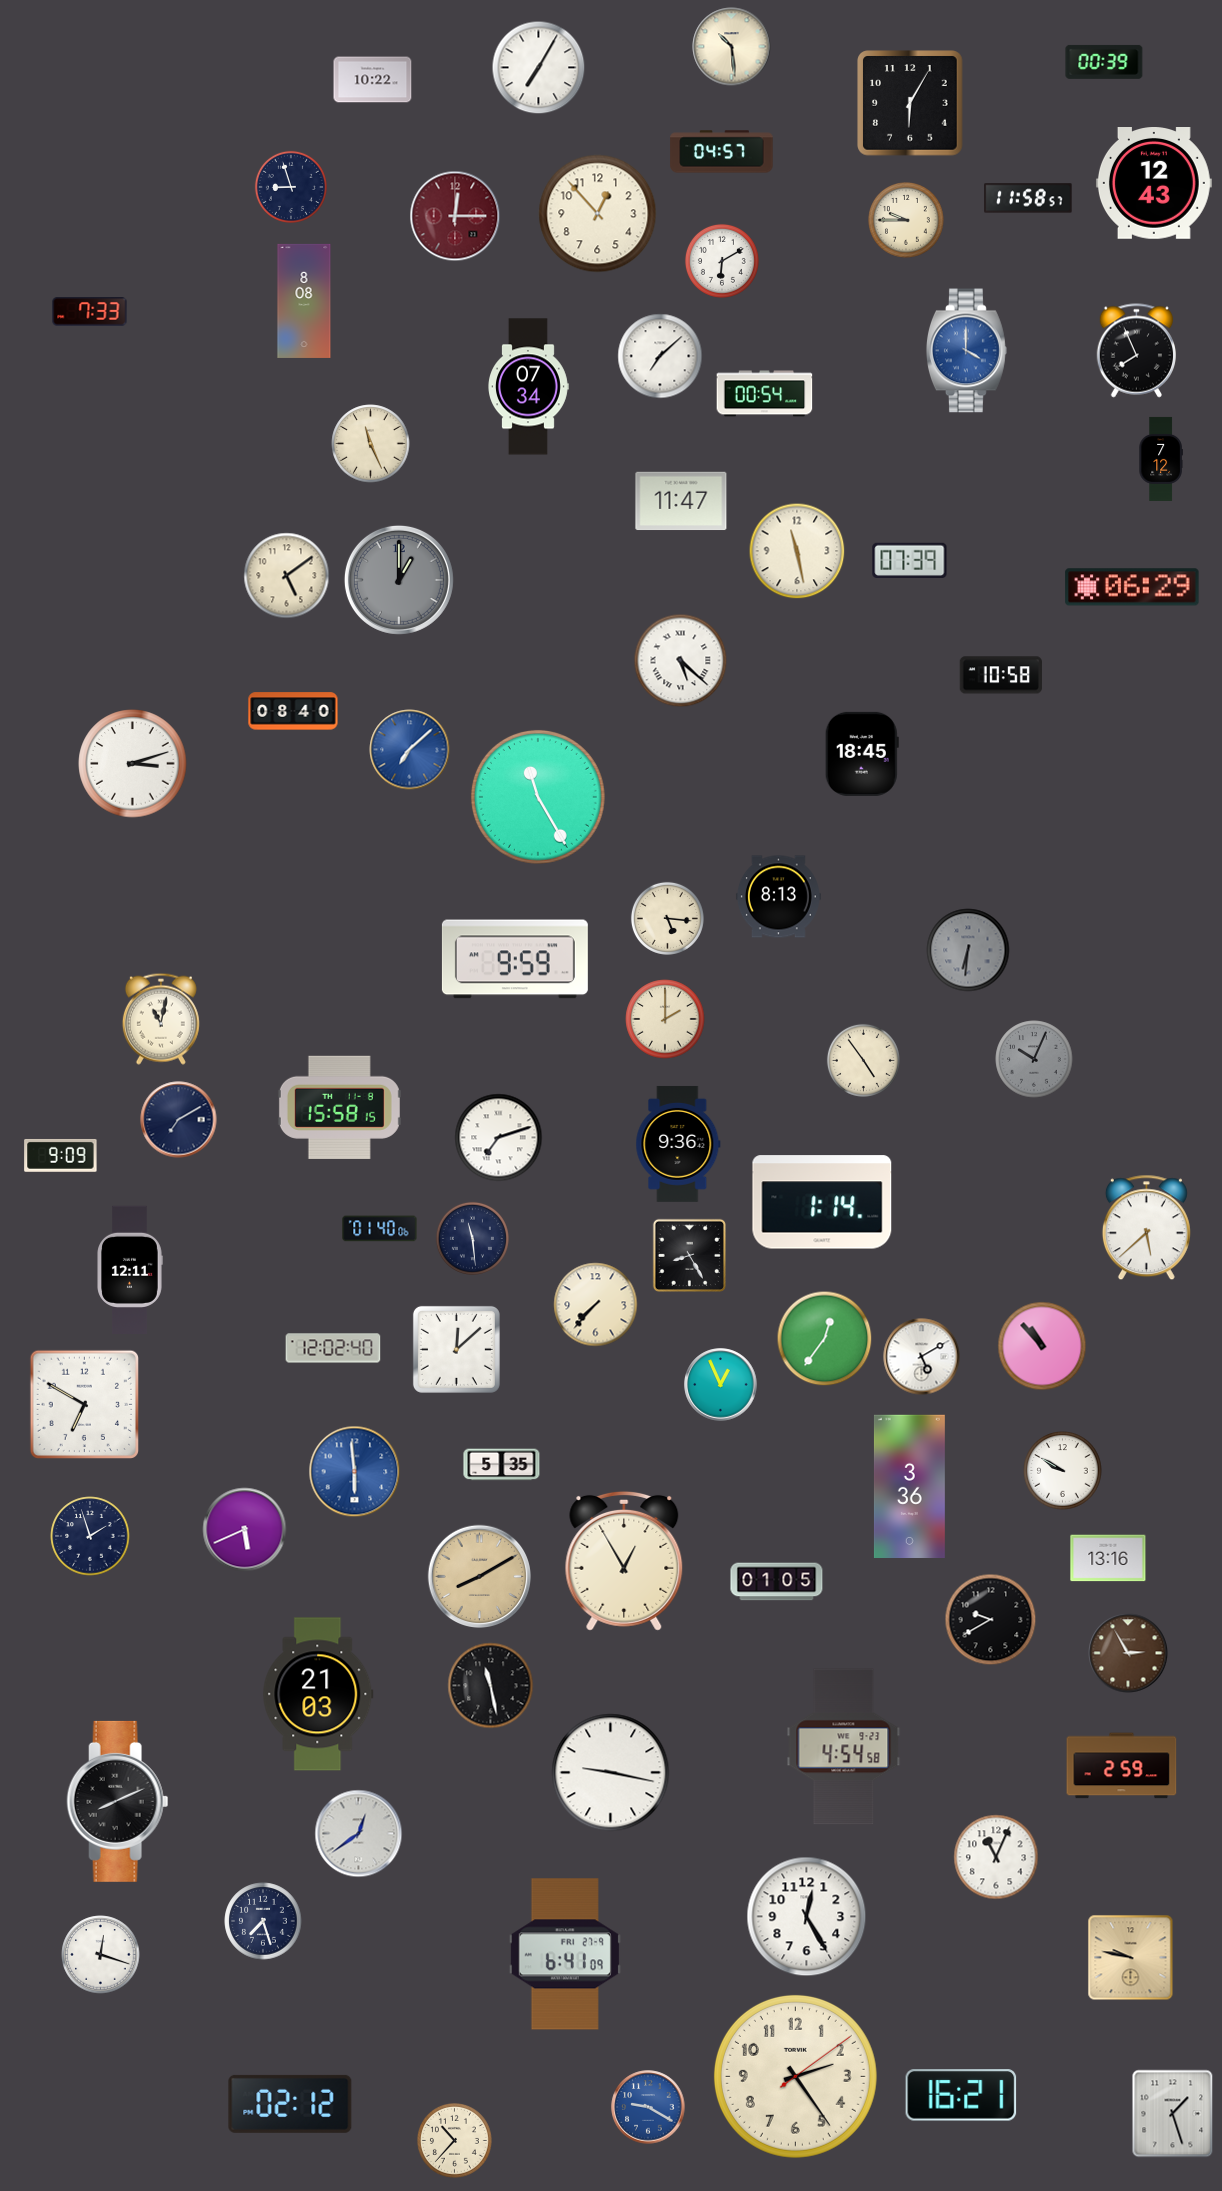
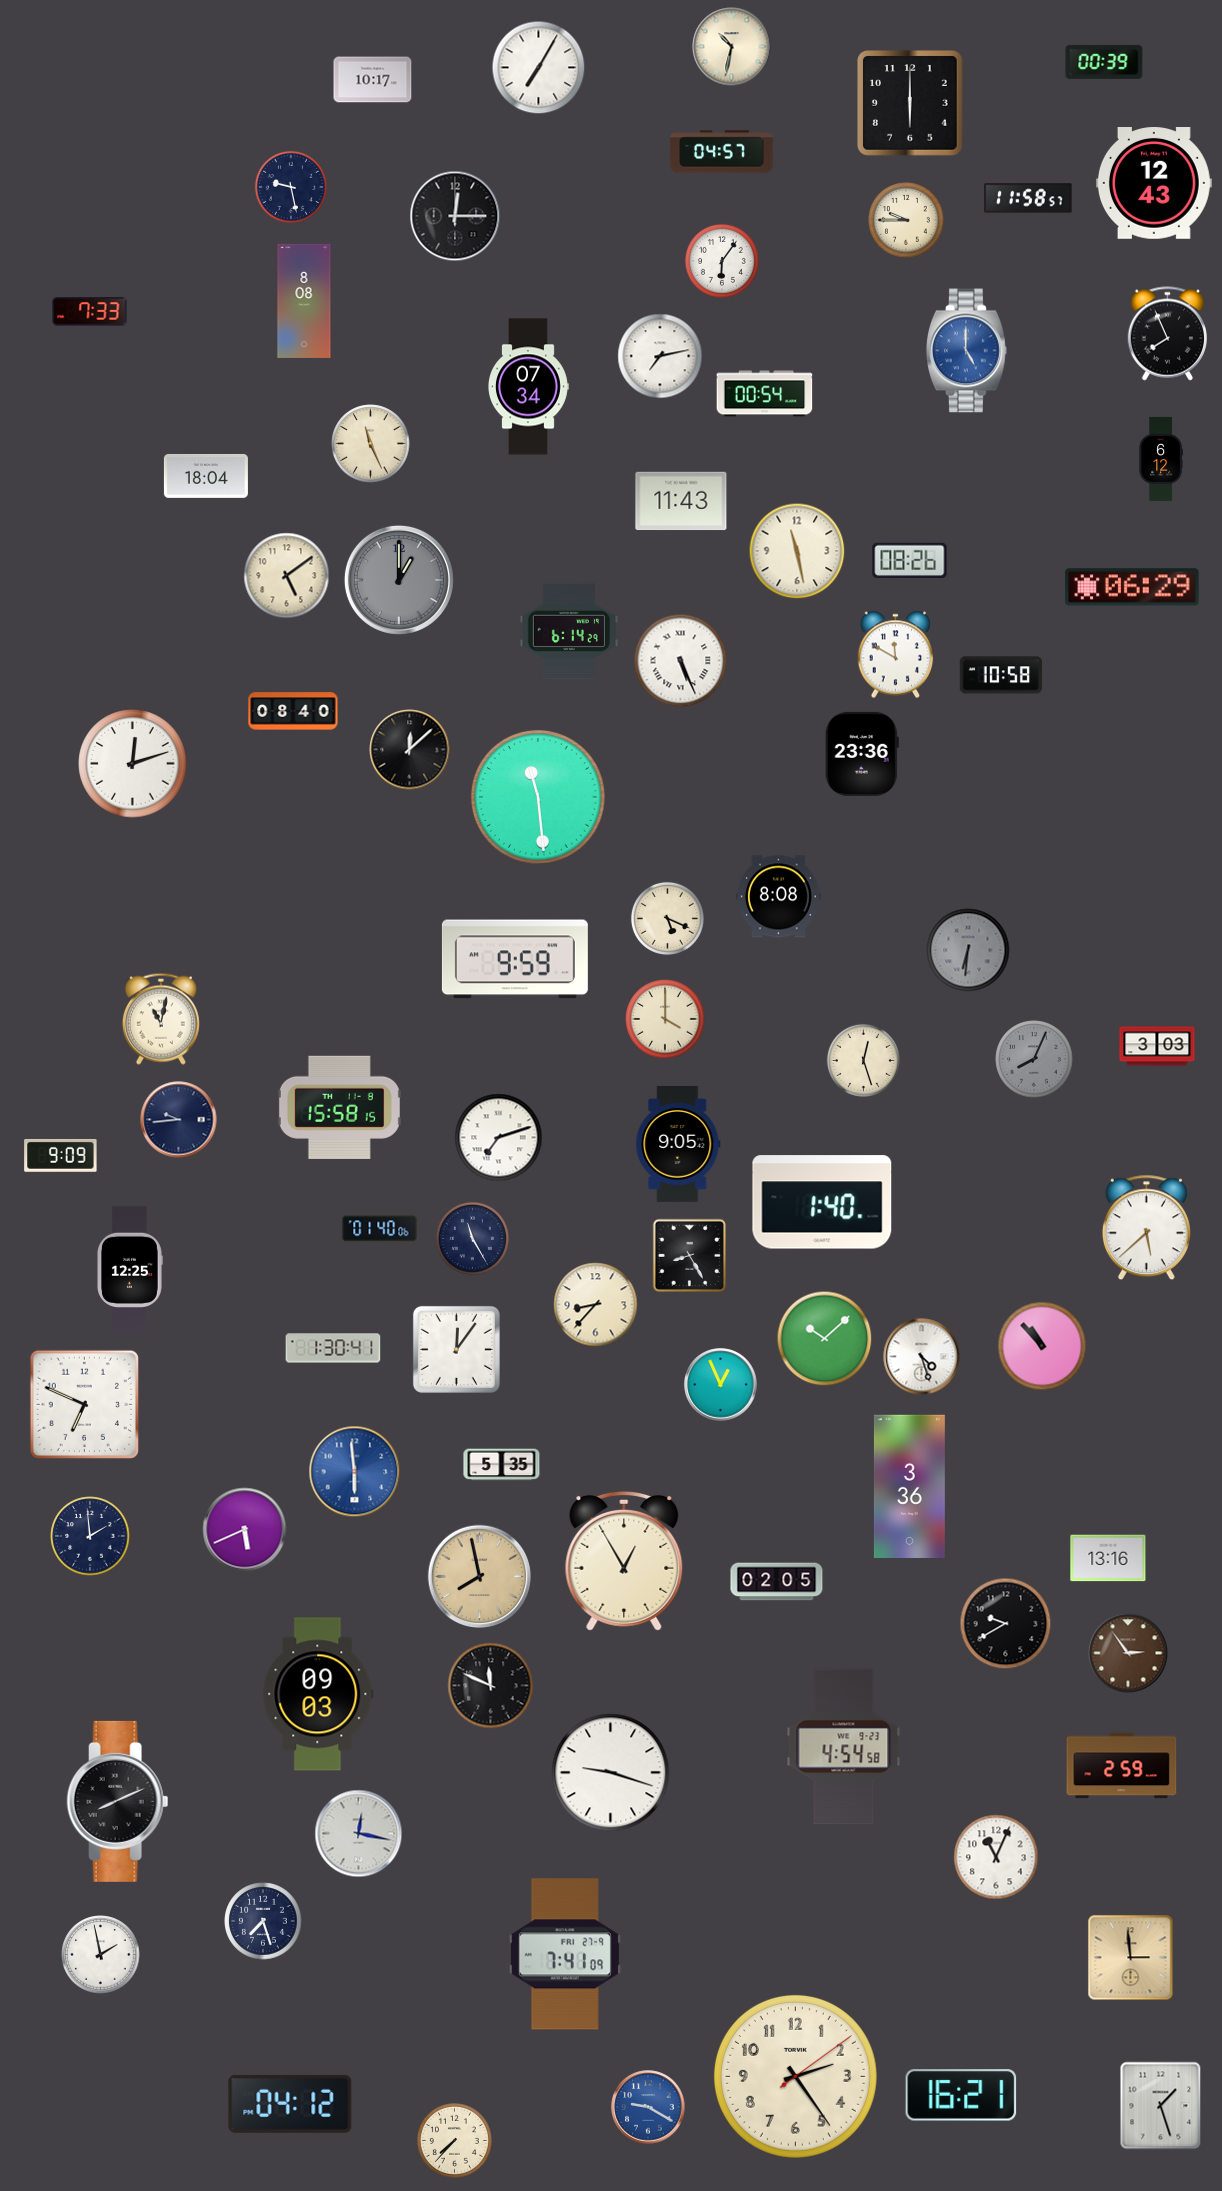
clock at (732, 47): 10:29 -> 10:32
clock at (373, 80): 10:22 -> 10:17
clock at (910, 103): 6:05 -> 6:00
clock at (291, 187): 8:57 -> 9:28
clock at (598, 214): 12:53 -> none
clock at (455, 216) dial: burgundy -> black
clock at (722, 261): 6:10 -> 6:06
clock at (966, 351): 4:00 -> 5:00
clock at (1136, 351) position: (1136, 351) -> (1167, 334)
clock at (660, 356): 7:08 -> 7:13
clock at (1161, 459): 7:12 -> 6:12
clock at (206, 476): none -> 18:04
clock at (681, 501): 11:47 -> 11:43
clock at (910, 560): 07:39 -> 08:26
clock at (569, 631): none -> 6:14
clock at (896, 655): none -> 11:50
clock at (681, 661): 5:22 -> 5:26
clock at (410, 750): 7:08 -> 12:08
clock at (410, 750) dial: blue -> black
clock at (862, 754): 18:45 -> 23:36
clock at (133, 764): 3:12 -> 12:12
clock at (538, 797): 11:25 -> 11:29
clock at (778, 897): 8:13 -> 8:08
clock at (667, 918): 5:16 -> 5:19
clock at (665, 1019): 2:00 -> 4:00
clock at (1157, 1046): none -> 3:03
clock at (1034, 1059): 10:04 -> 8:04
clock at (863, 1060): 4:54 -> 12:27
clock at (179, 1120): 7:10 -> 9:44
clock at (678, 1144): 9:36 -> 9:05
clock at (822, 1202): 1:14 -> 1:40
clock at (472, 1238): 11:29 -> 11:25
clock at (130, 1269): 12:11 -> 12:25
clock at (596, 1305): 7:37 -> 8:37
clock at (825, 1339): 12:36 -> 10:08
clock at (333, 1348): 12:02 -> 1:30
clock at (456, 1349): 12:08 -> 12:06
clock at (922, 1357): 5:10 -> 4:27
clock at (84, 1404): 6:50 -> 6:49
clock at (1063, 1471): 9:50 -> none
clock at (90, 1536): 1:57 -> 1:59
clock at (480, 1577): 8:10 -> 7:58
clock at (777, 1582): 01:05 -> 02:05
clock at (991, 1620) position: (991, 1620) -> (1006, 1624)
clock at (1128, 1653): 2:55 -> 2:54
clock at (491, 1686): 11:28 -> 11:49
clock at (318, 1694): 21:03 -> 09:03
clock at (611, 1773): 9:17 -> 9:18
clock at (359, 1834): 12:39 -> 12:17
clock at (807, 1917): 12:25 -> none
clock at (565, 1954): 6:41 -> 7:41
clock at (101, 1955): 12:18 -> 1:58
clock at (1131, 1958): 9:47 -> 2:59
clock at (290, 2104): 02:12 -> 04:12
clock at (1173, 2114) position: (1173, 2114) -> (1161, 2106)
clock at (454, 2140): 10:37 -> 7:37
